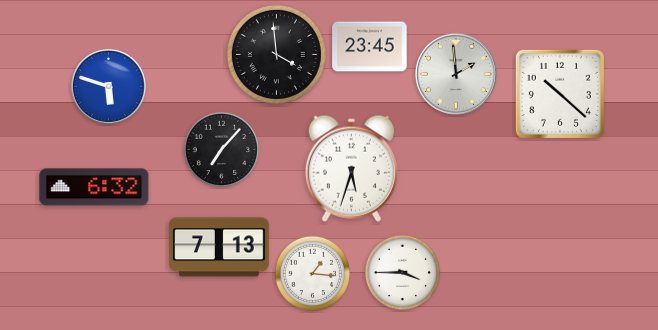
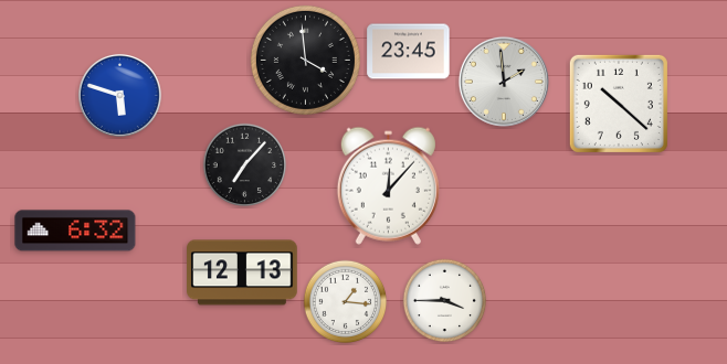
clock at (351, 168): 5:33 -> 12:07
clock at (94, 187) position: (94, 187) -> (75, 231)
clock at (219, 247): 7:13 -> 12:13
